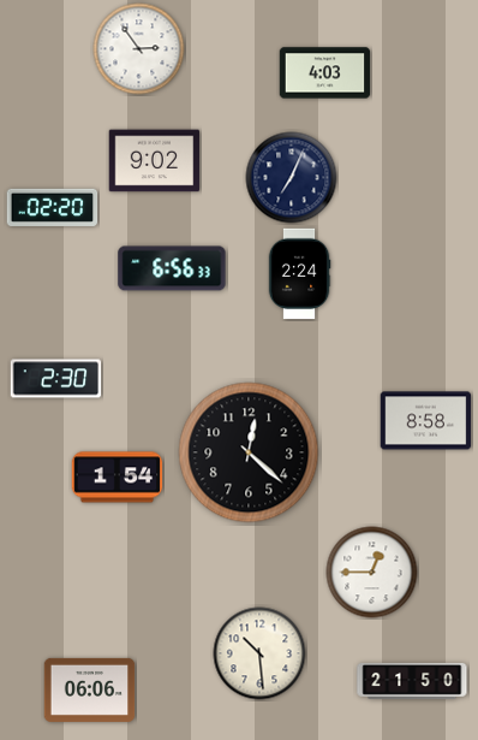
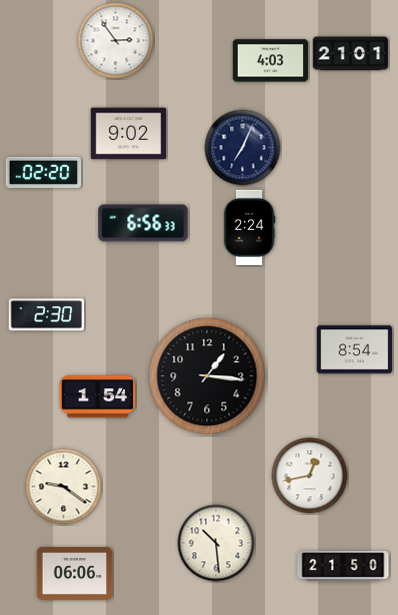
clock at (351, 54): none -> 21:01
clock at (426, 421): 8:58 -> 8:54
clock at (249, 452): 12:22 -> 1:16
clock at (372, 573): 12:45 -> 12:43
clock at (64, 487): none -> 9:21
